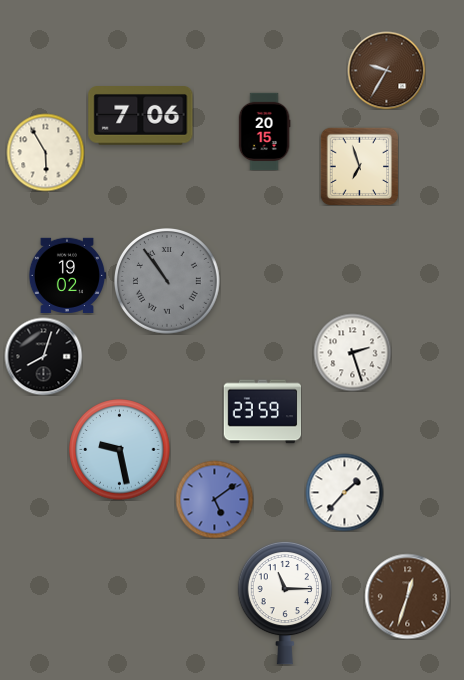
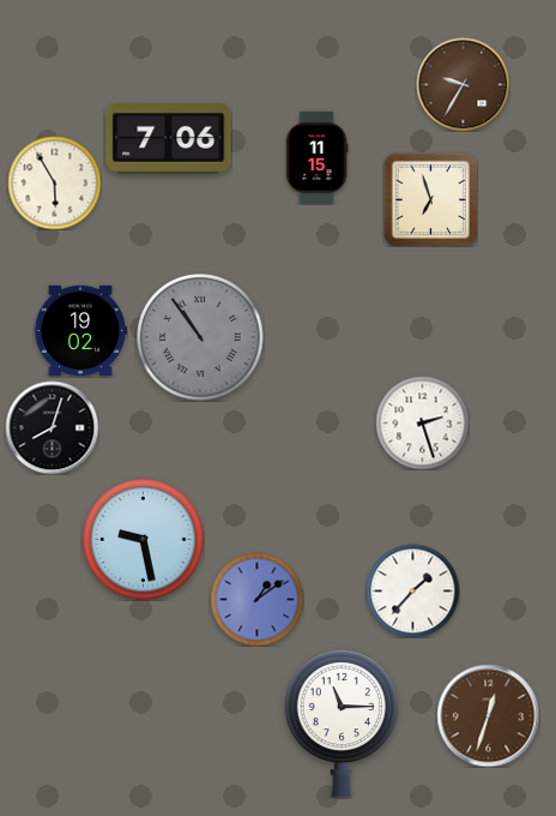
clock at (264, 131): 20:15 -> 11:15
clock at (262, 412): 23:59 -> none
clock at (214, 499): 5:09 -> 1:09
